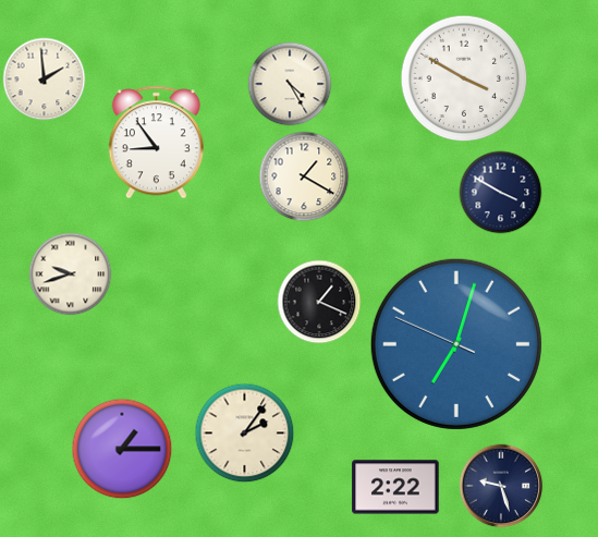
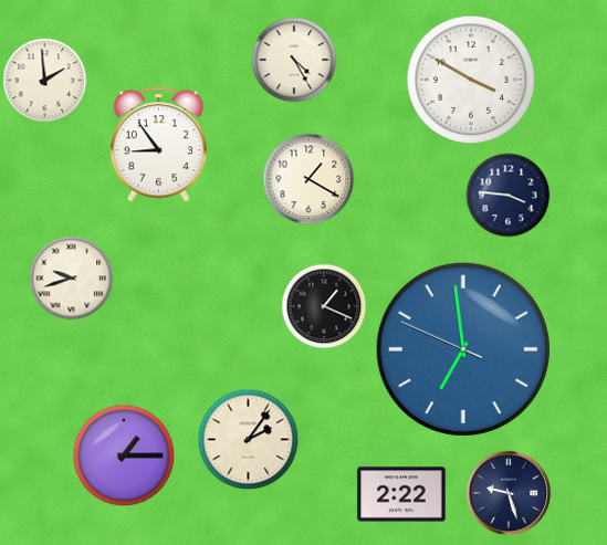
clock at (290, 84) position: (290, 84) -> (294, 60)
clock at (501, 193): 3:50 -> 3:46
clock at (456, 344): 7:02 -> 6:58
